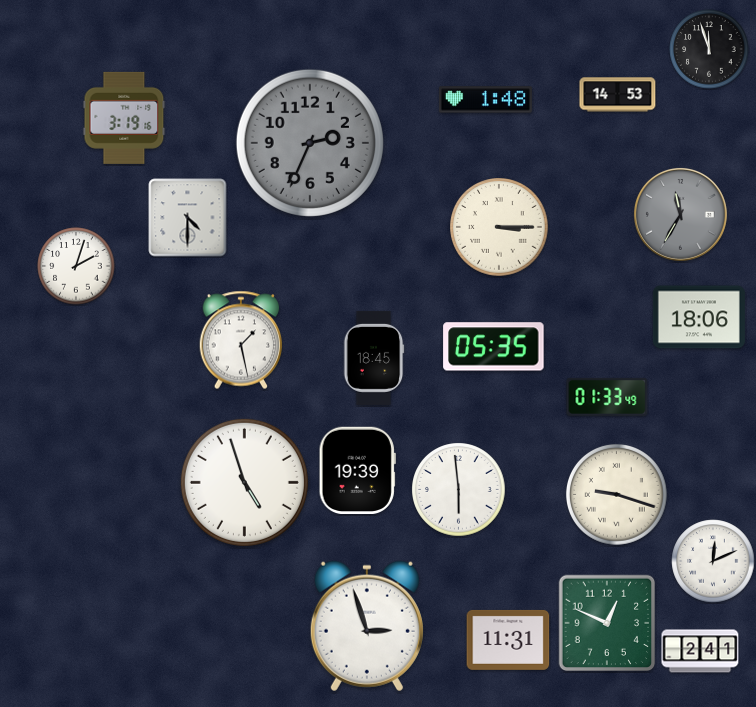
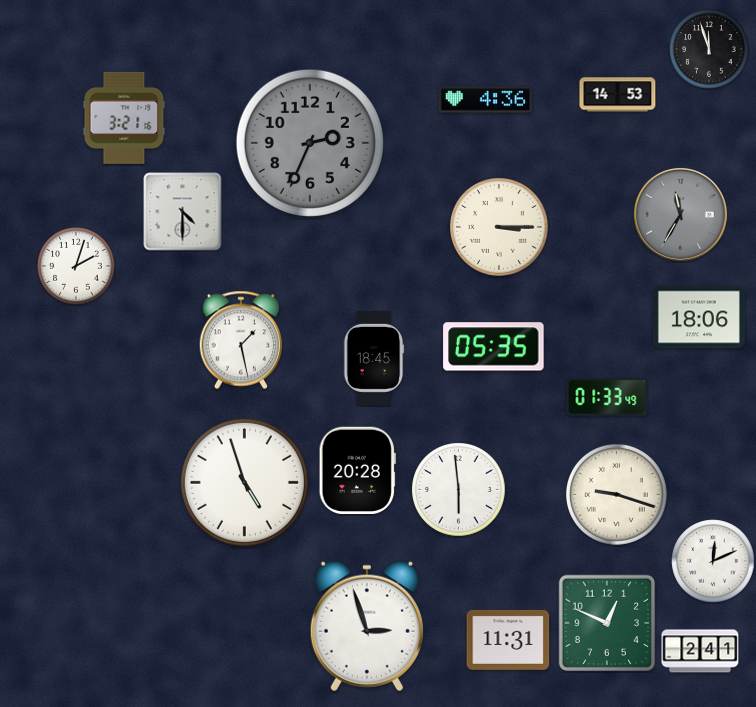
clock at (485, 100): 1:48 -> 4:36
clock at (124, 118): 3:19 -> 3:21
clock at (188, 218) position: (188, 218) -> (183, 212)
clock at (357, 471): 19:39 -> 20:28
